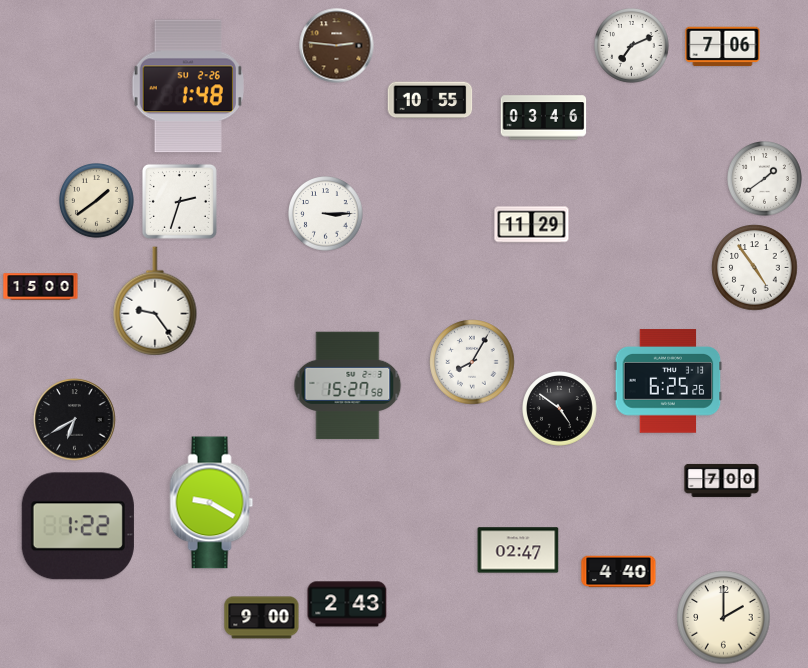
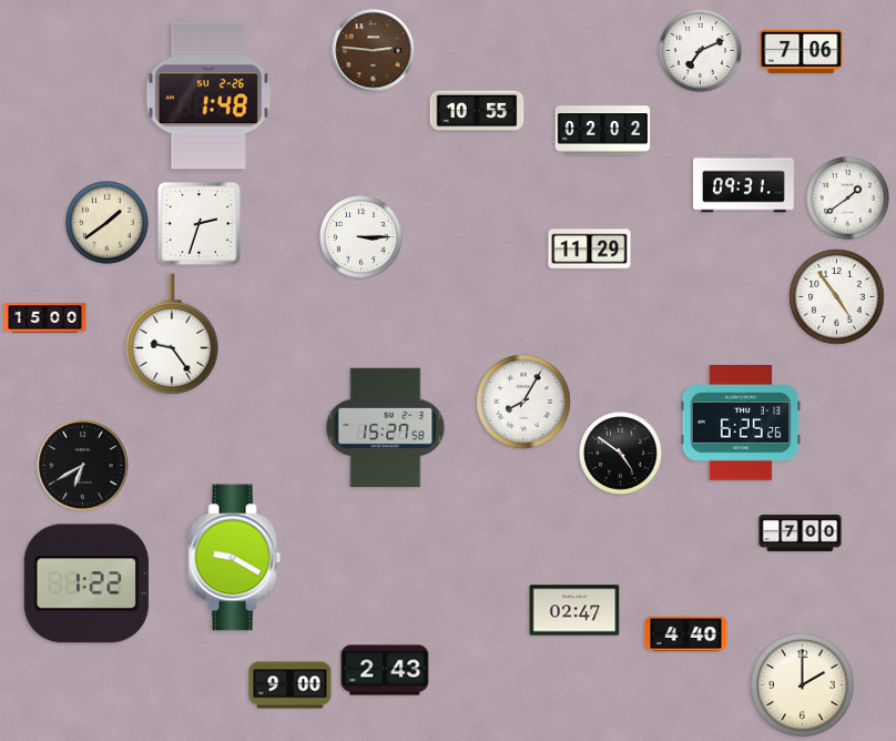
clock at (544, 118): 03:46 -> 02:02
clock at (744, 184): none -> 09:31
